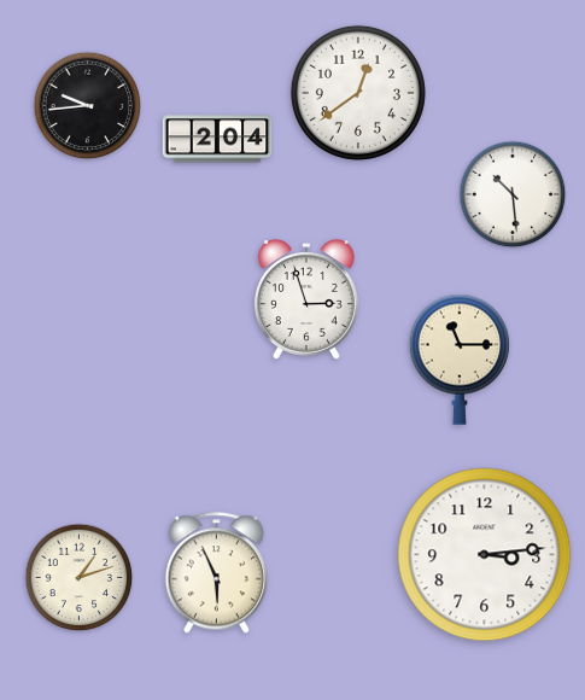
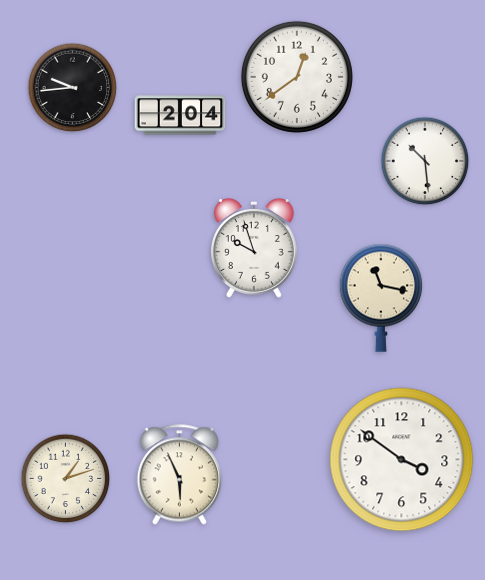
clock at (306, 299): 2:57 -> 9:57
clock at (460, 360): 11:15 -> 11:17
clock at (485, 555): 3:14 -> 3:51
